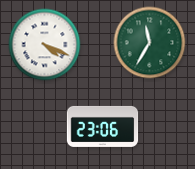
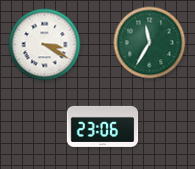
clock at (45, 45): 4:19 -> 3:20
